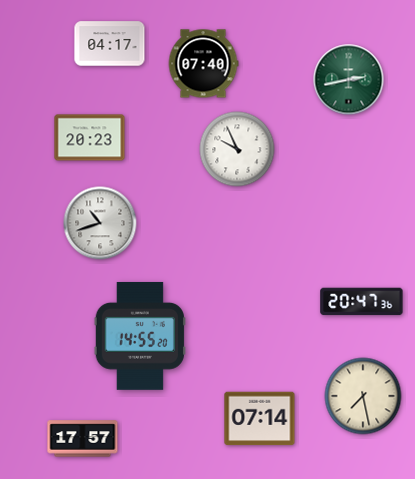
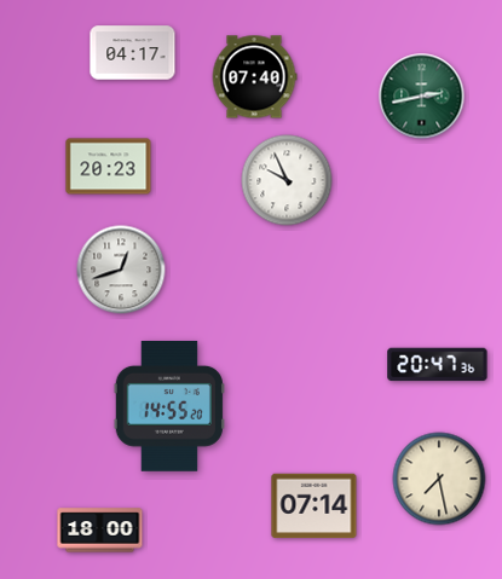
clock at (203, 64) position: (203, 64) -> (254, 77)
clock at (100, 223): 10:42 -> 12:42
clock at (83, 439): 17:57 -> 18:00
